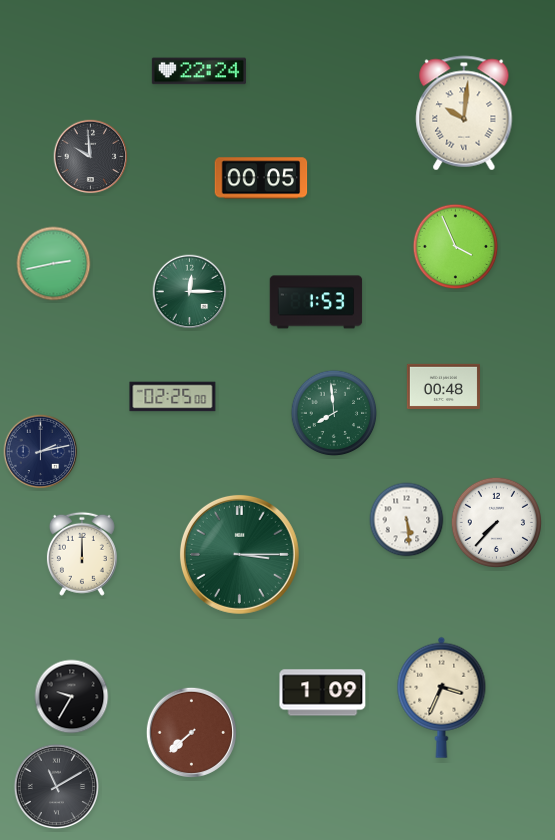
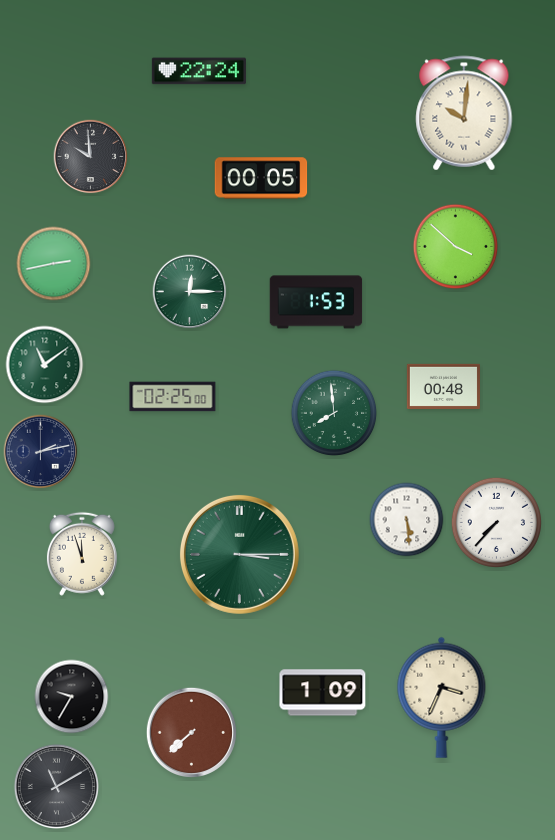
clock at (456, 247): 3:56 -> 3:52
clock at (45, 365): none -> 11:09
clock at (82, 554): 12:00 -> 11:57
